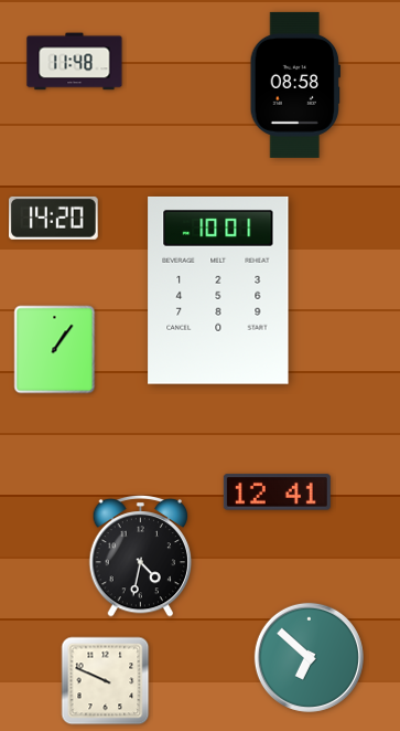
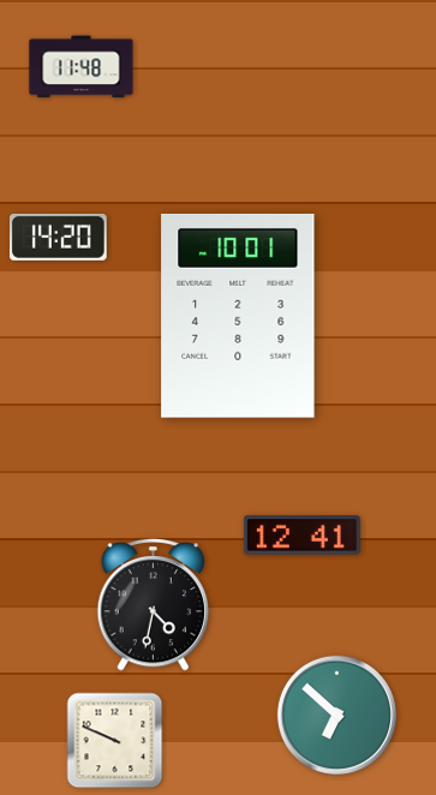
clock at (295, 85): 08:58 -> none
clock at (55, 350): 1:06 -> none
